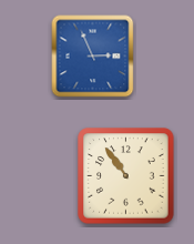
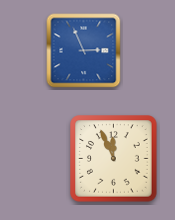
clock at (126, 176): 10:54 -> 11:56
